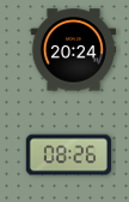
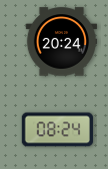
clock at (68, 155): 08:26 -> 08:24
